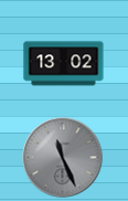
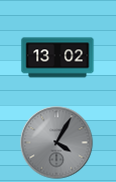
clock at (63, 158): 11:26 -> 4:05
